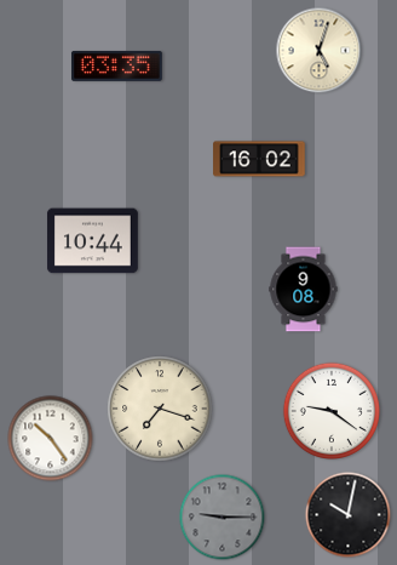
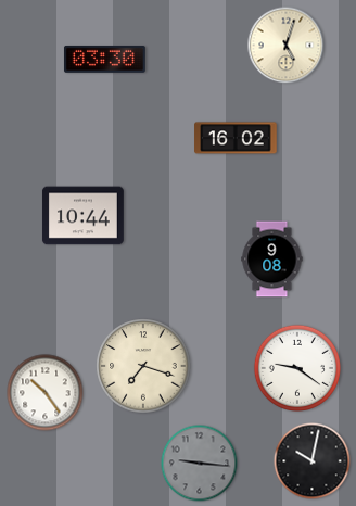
clock at (116, 65): 03:35 -> 03:30
clock at (259, 159) position: (259, 159) -> (236, 138)
clock at (223, 518): 9:15 -> 9:16
